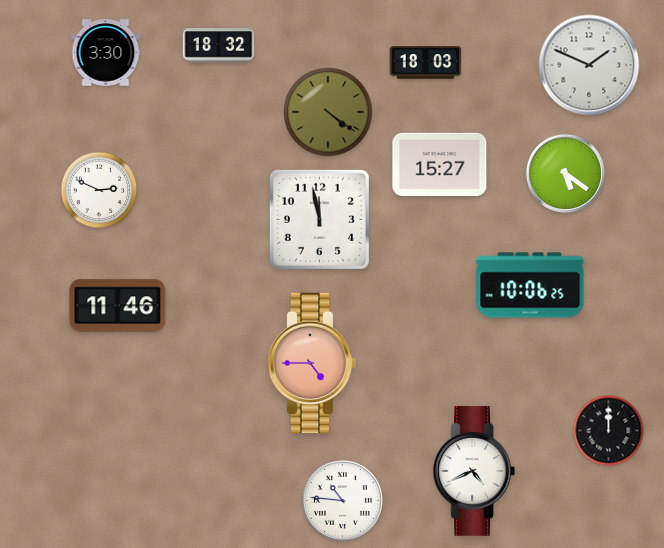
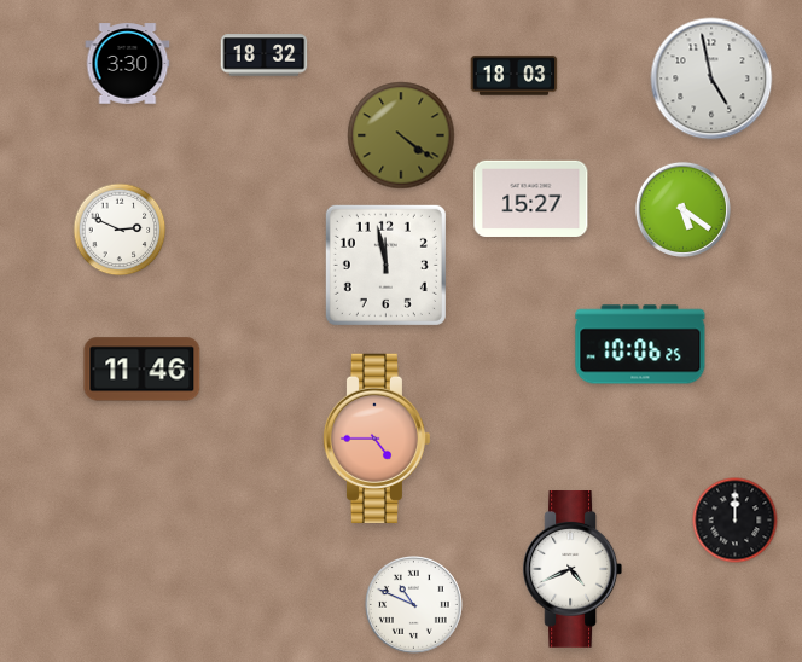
clock at (589, 65): 1:49 -> 4:58
clock at (328, 112) position: (328, 112) -> (401, 135)
clock at (342, 500): 10:46 -> 10:49
